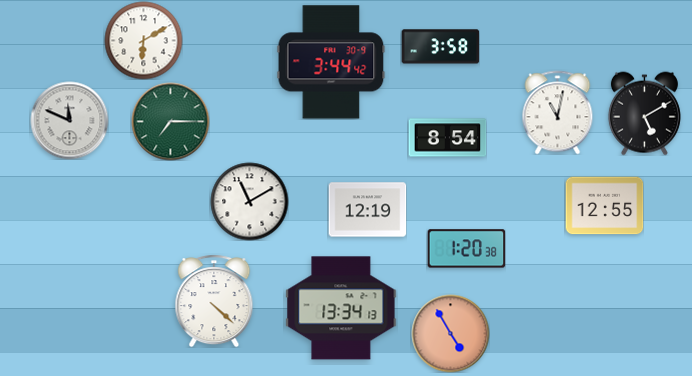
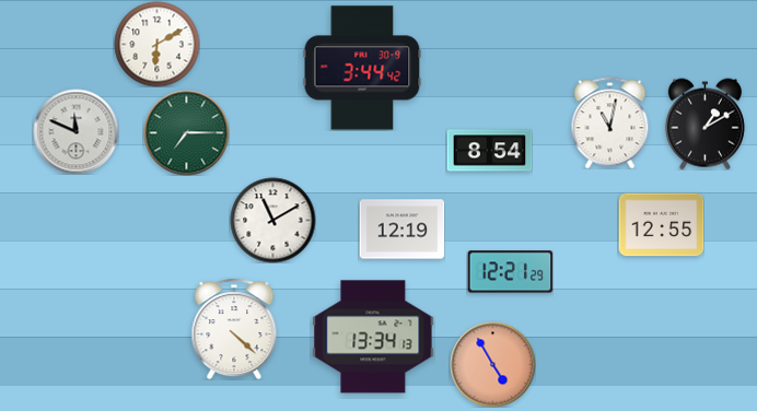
clock at (440, 47): 3:58 -> none
clock at (644, 113): 5:10 -> 1:10
clock at (466, 249): 1:20 -> 12:21
